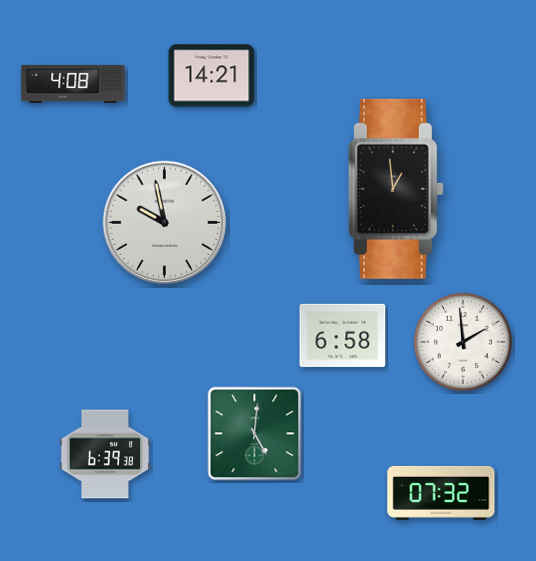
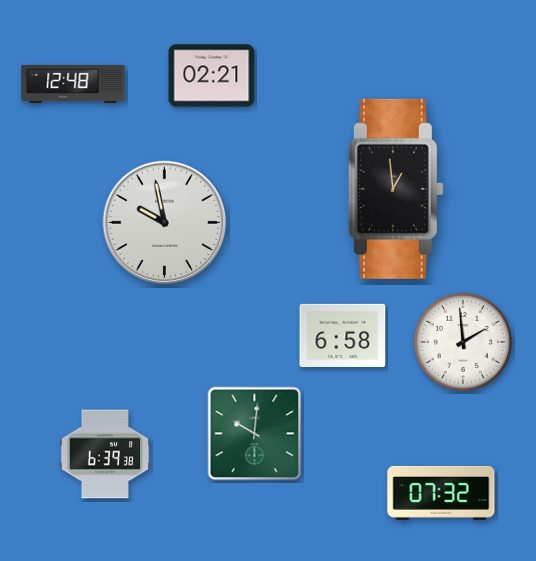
clock at (212, 76): 14:21 -> 02:21
clock at (73, 84): 4:08 -> 12:48
clock at (255, 434): 5:01 -> 10:01
